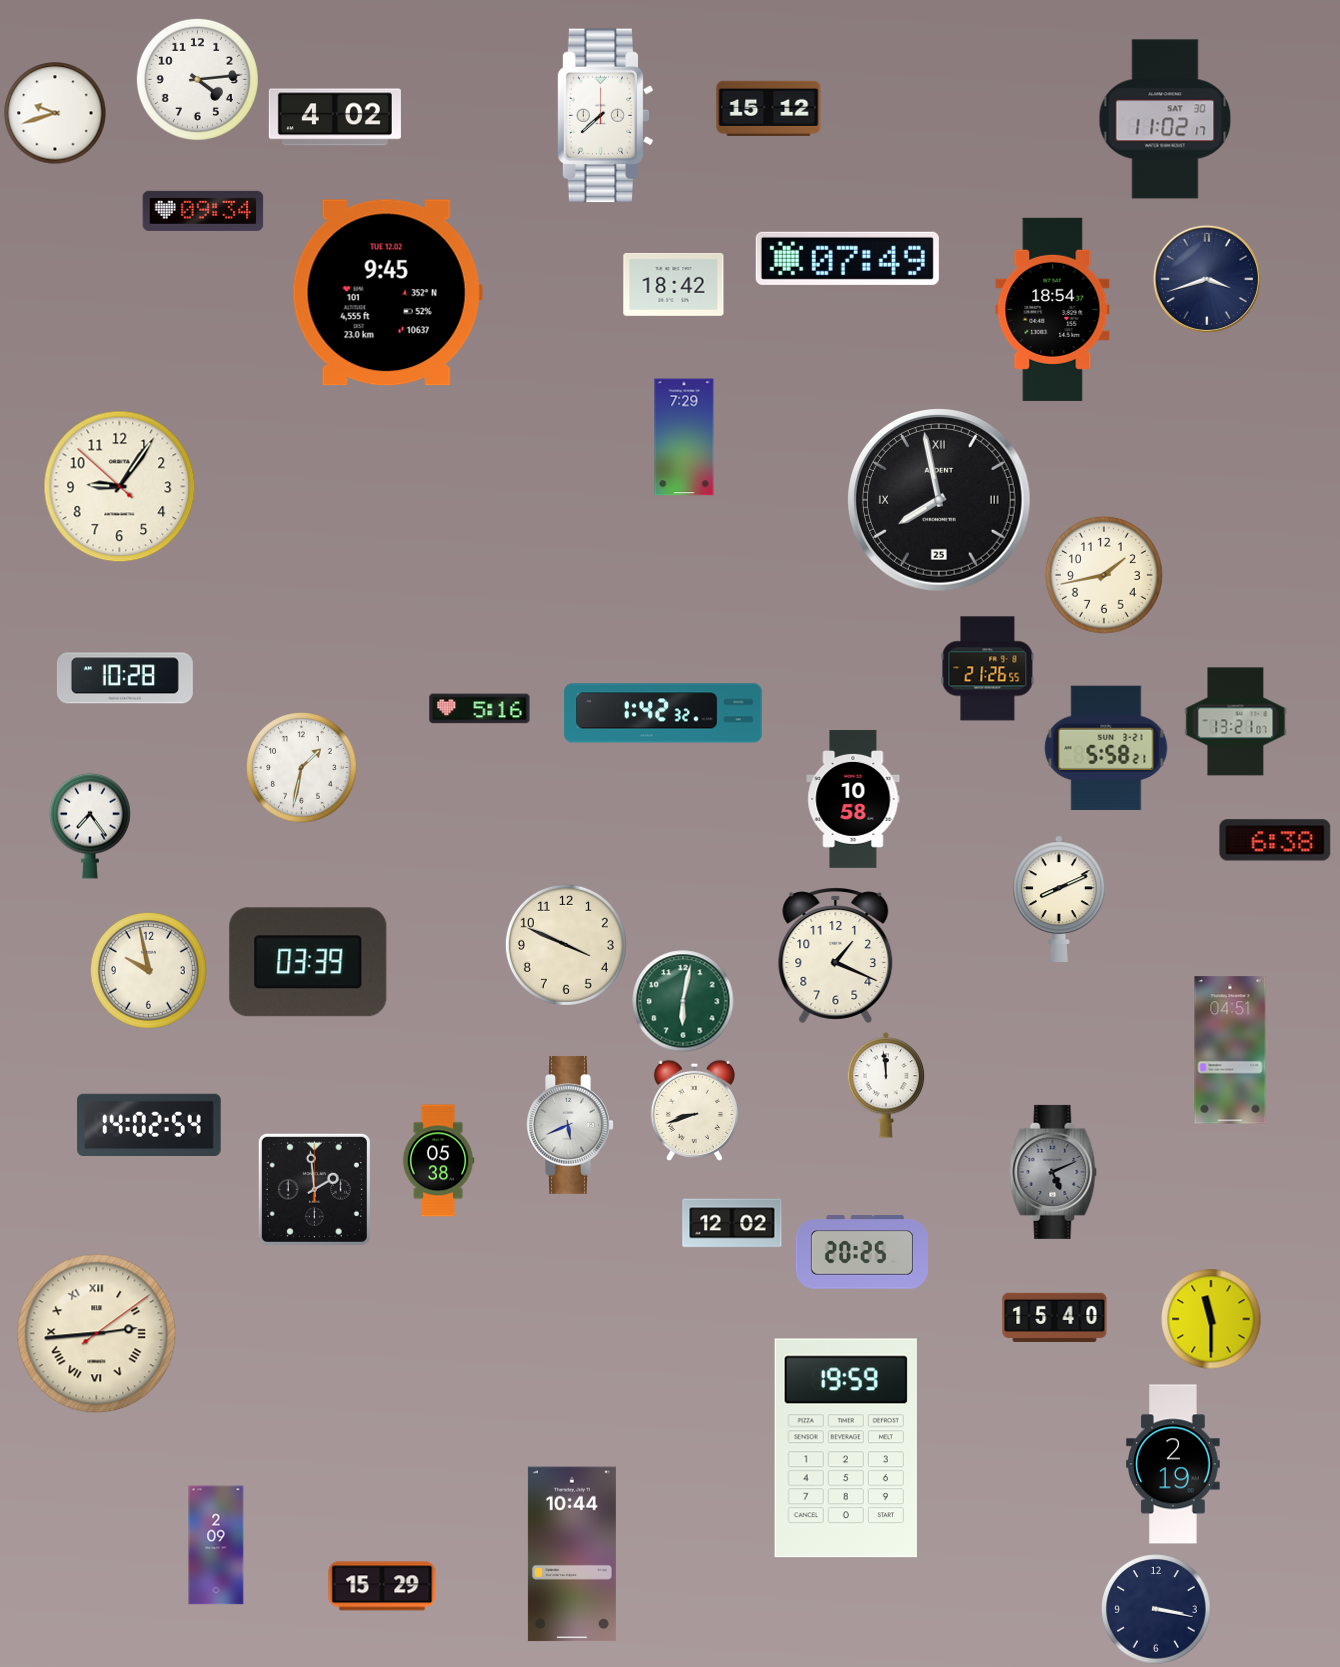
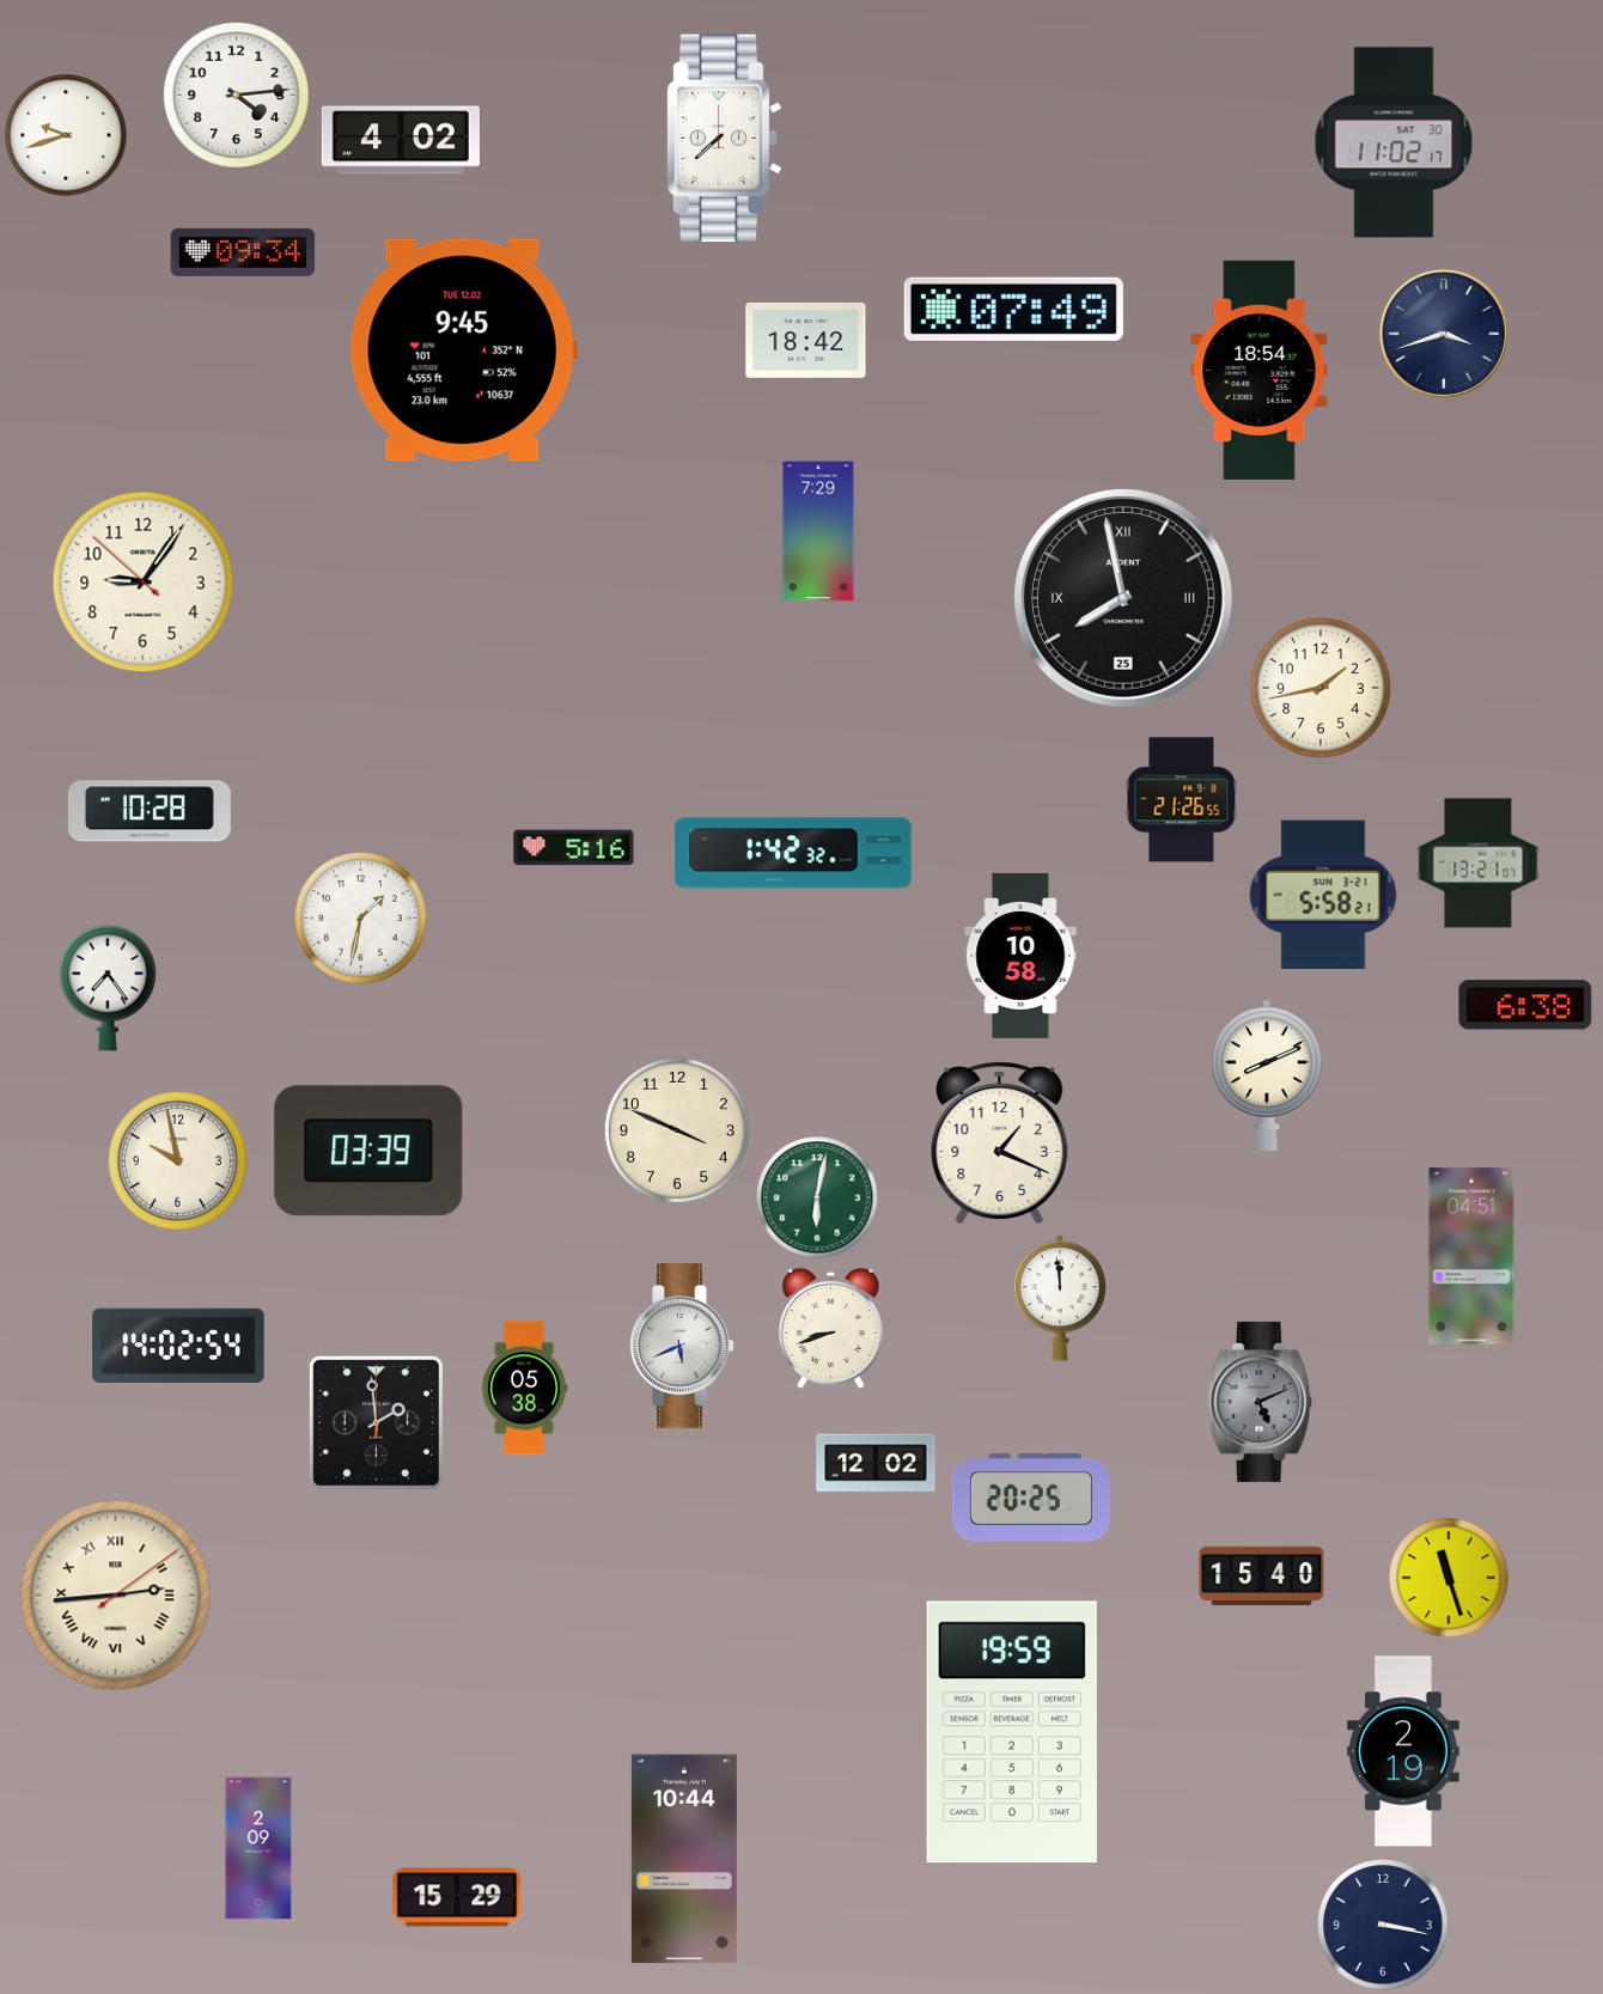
clock at (769, 108): 15:12 -> none
clock at (684, 437) position: (684, 437) -> (818, 531)
clock at (1211, 1319): 11:30 -> 11:27
